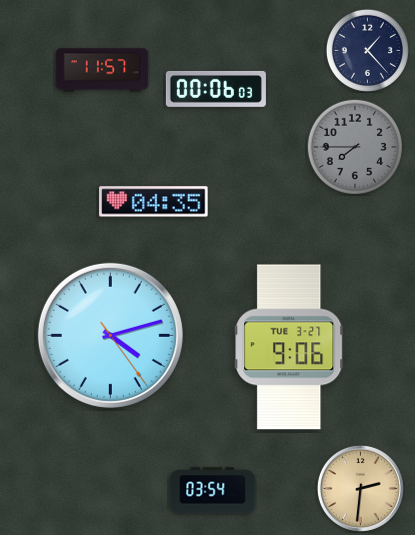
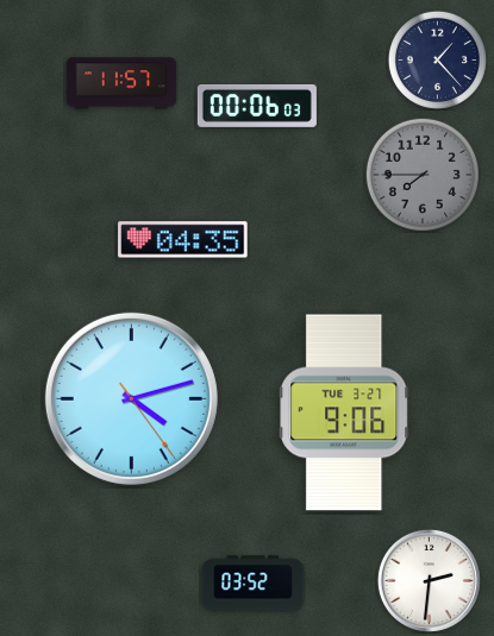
clock at (360, 488) dial: champagne -> white
clock at (213, 491): 03:54 -> 03:52
